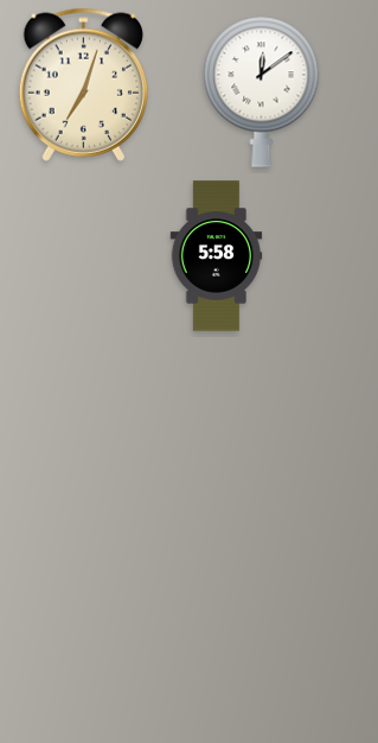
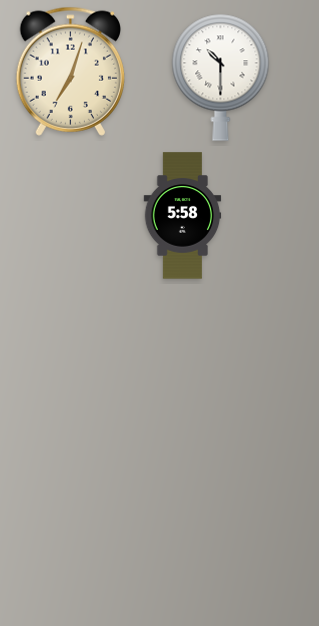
clock at (262, 91): 12:09 -> 10:30
